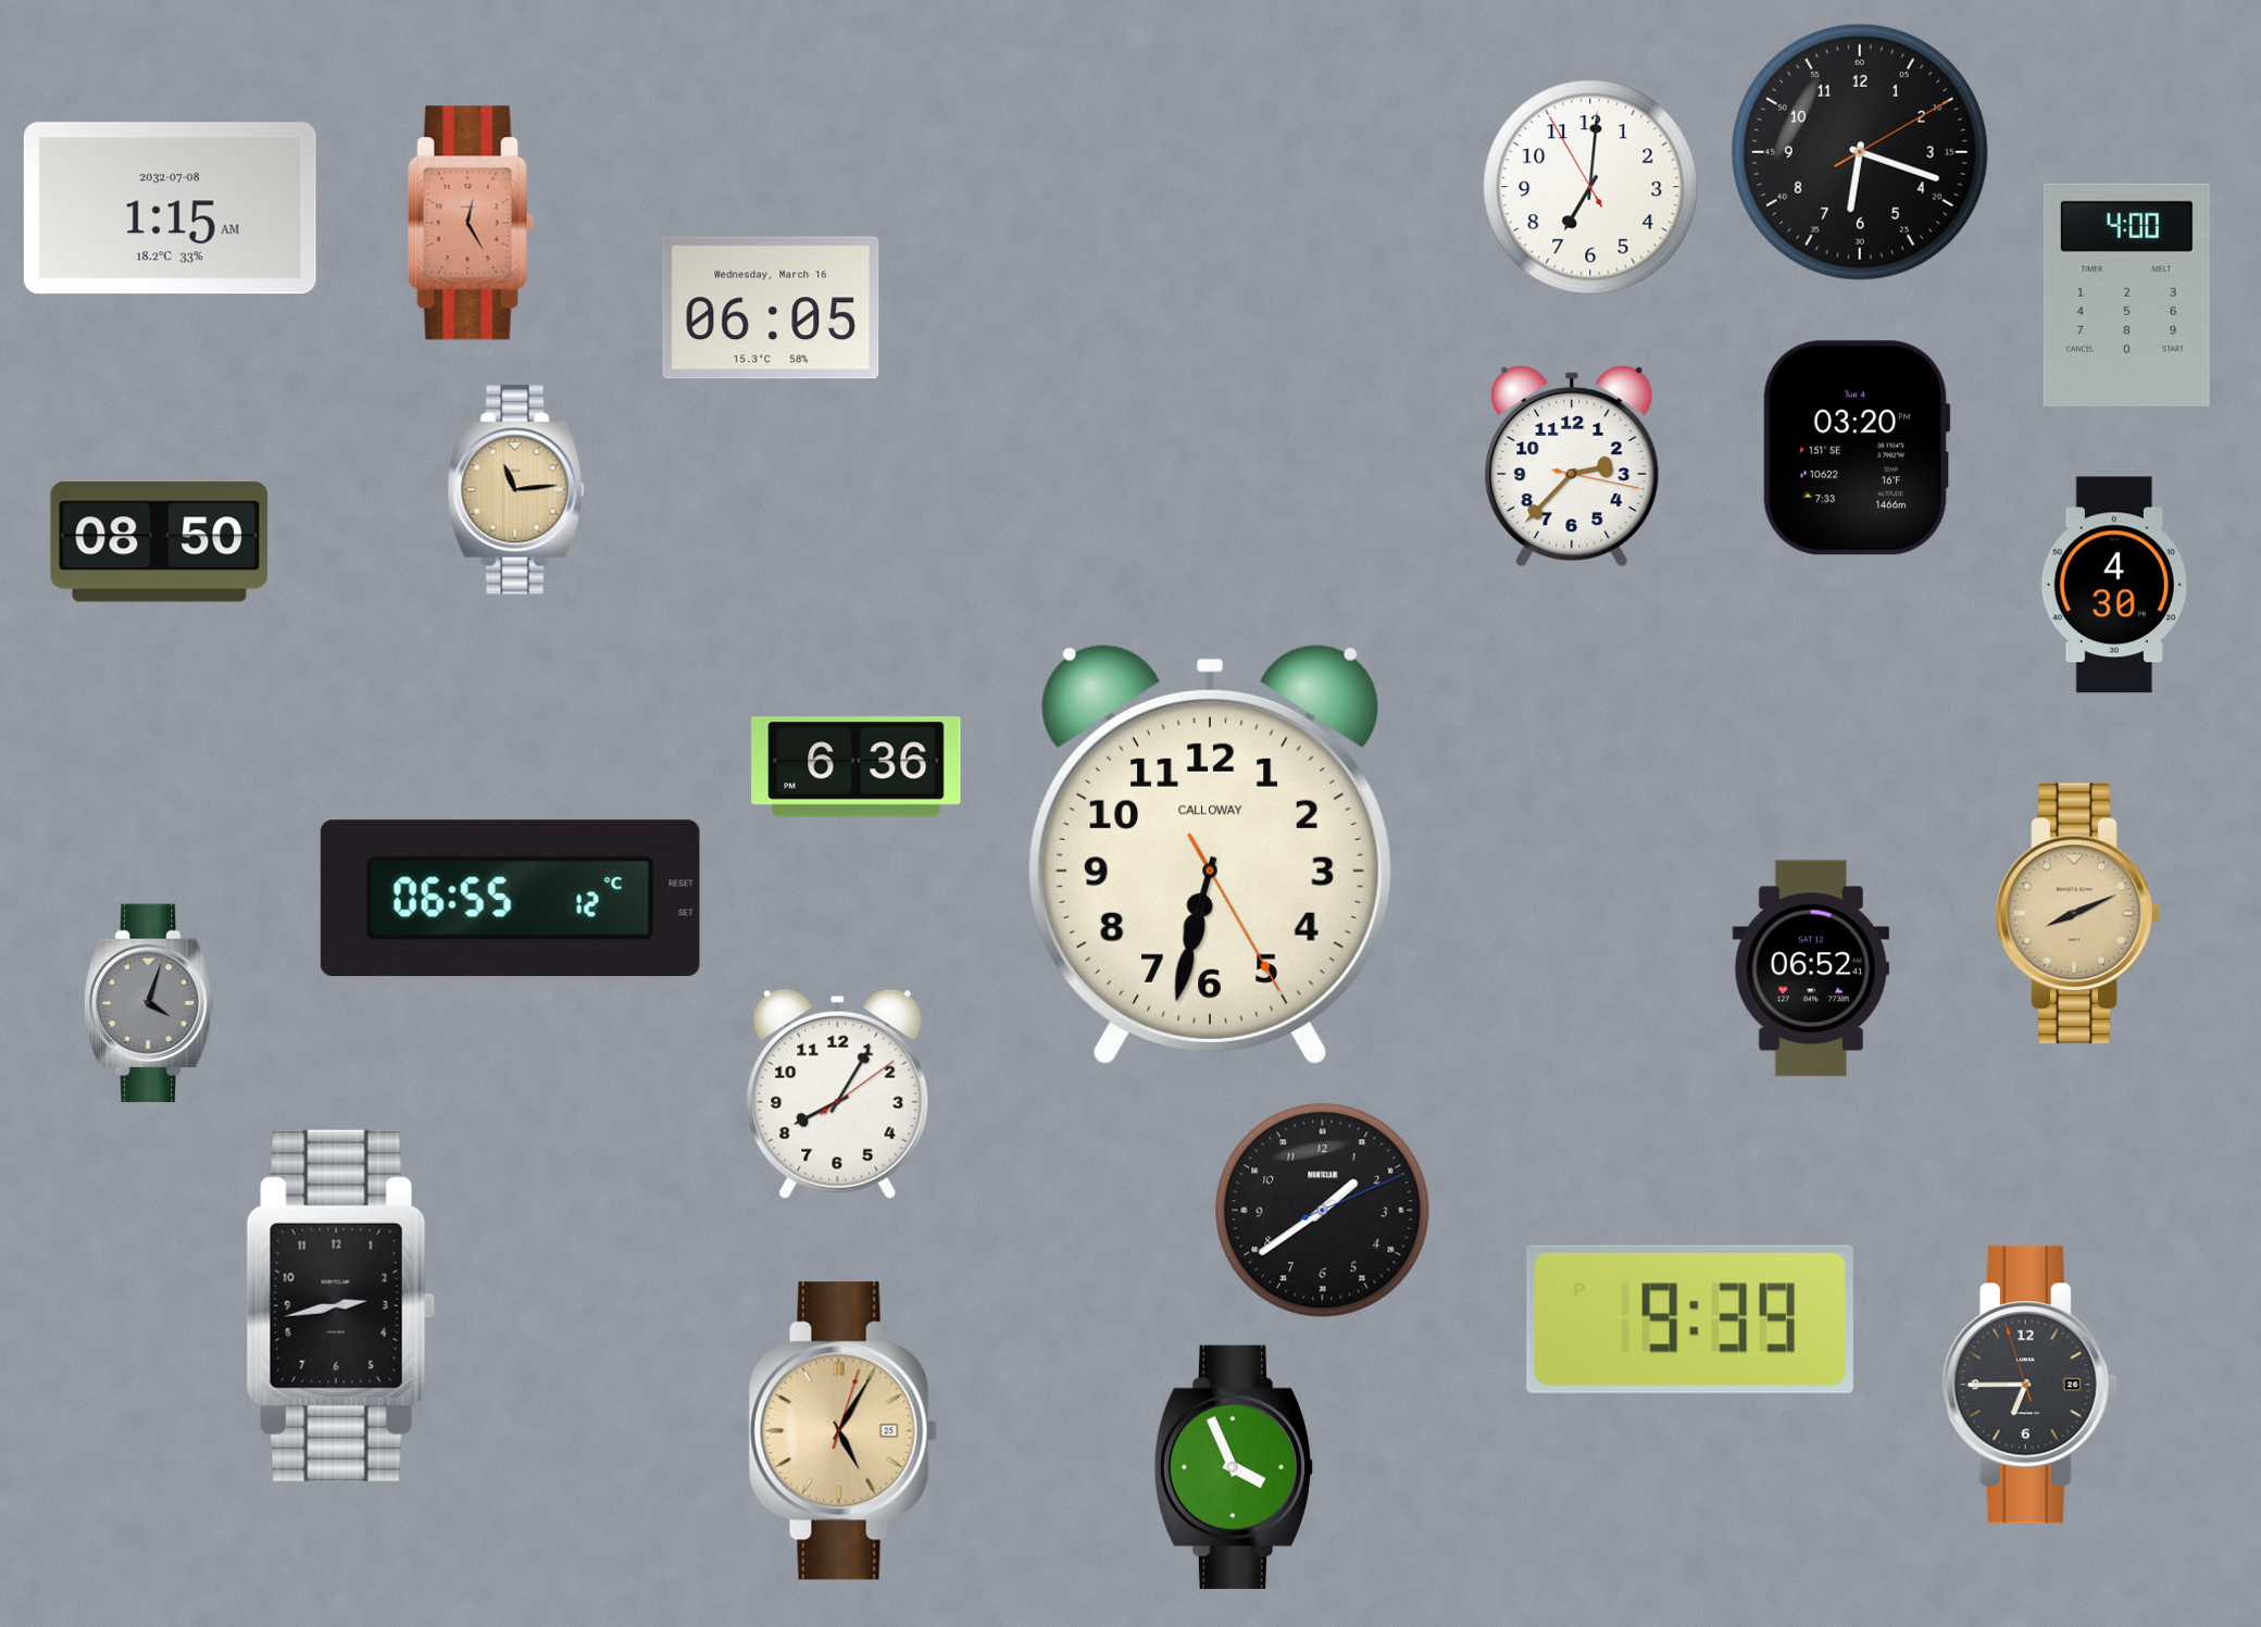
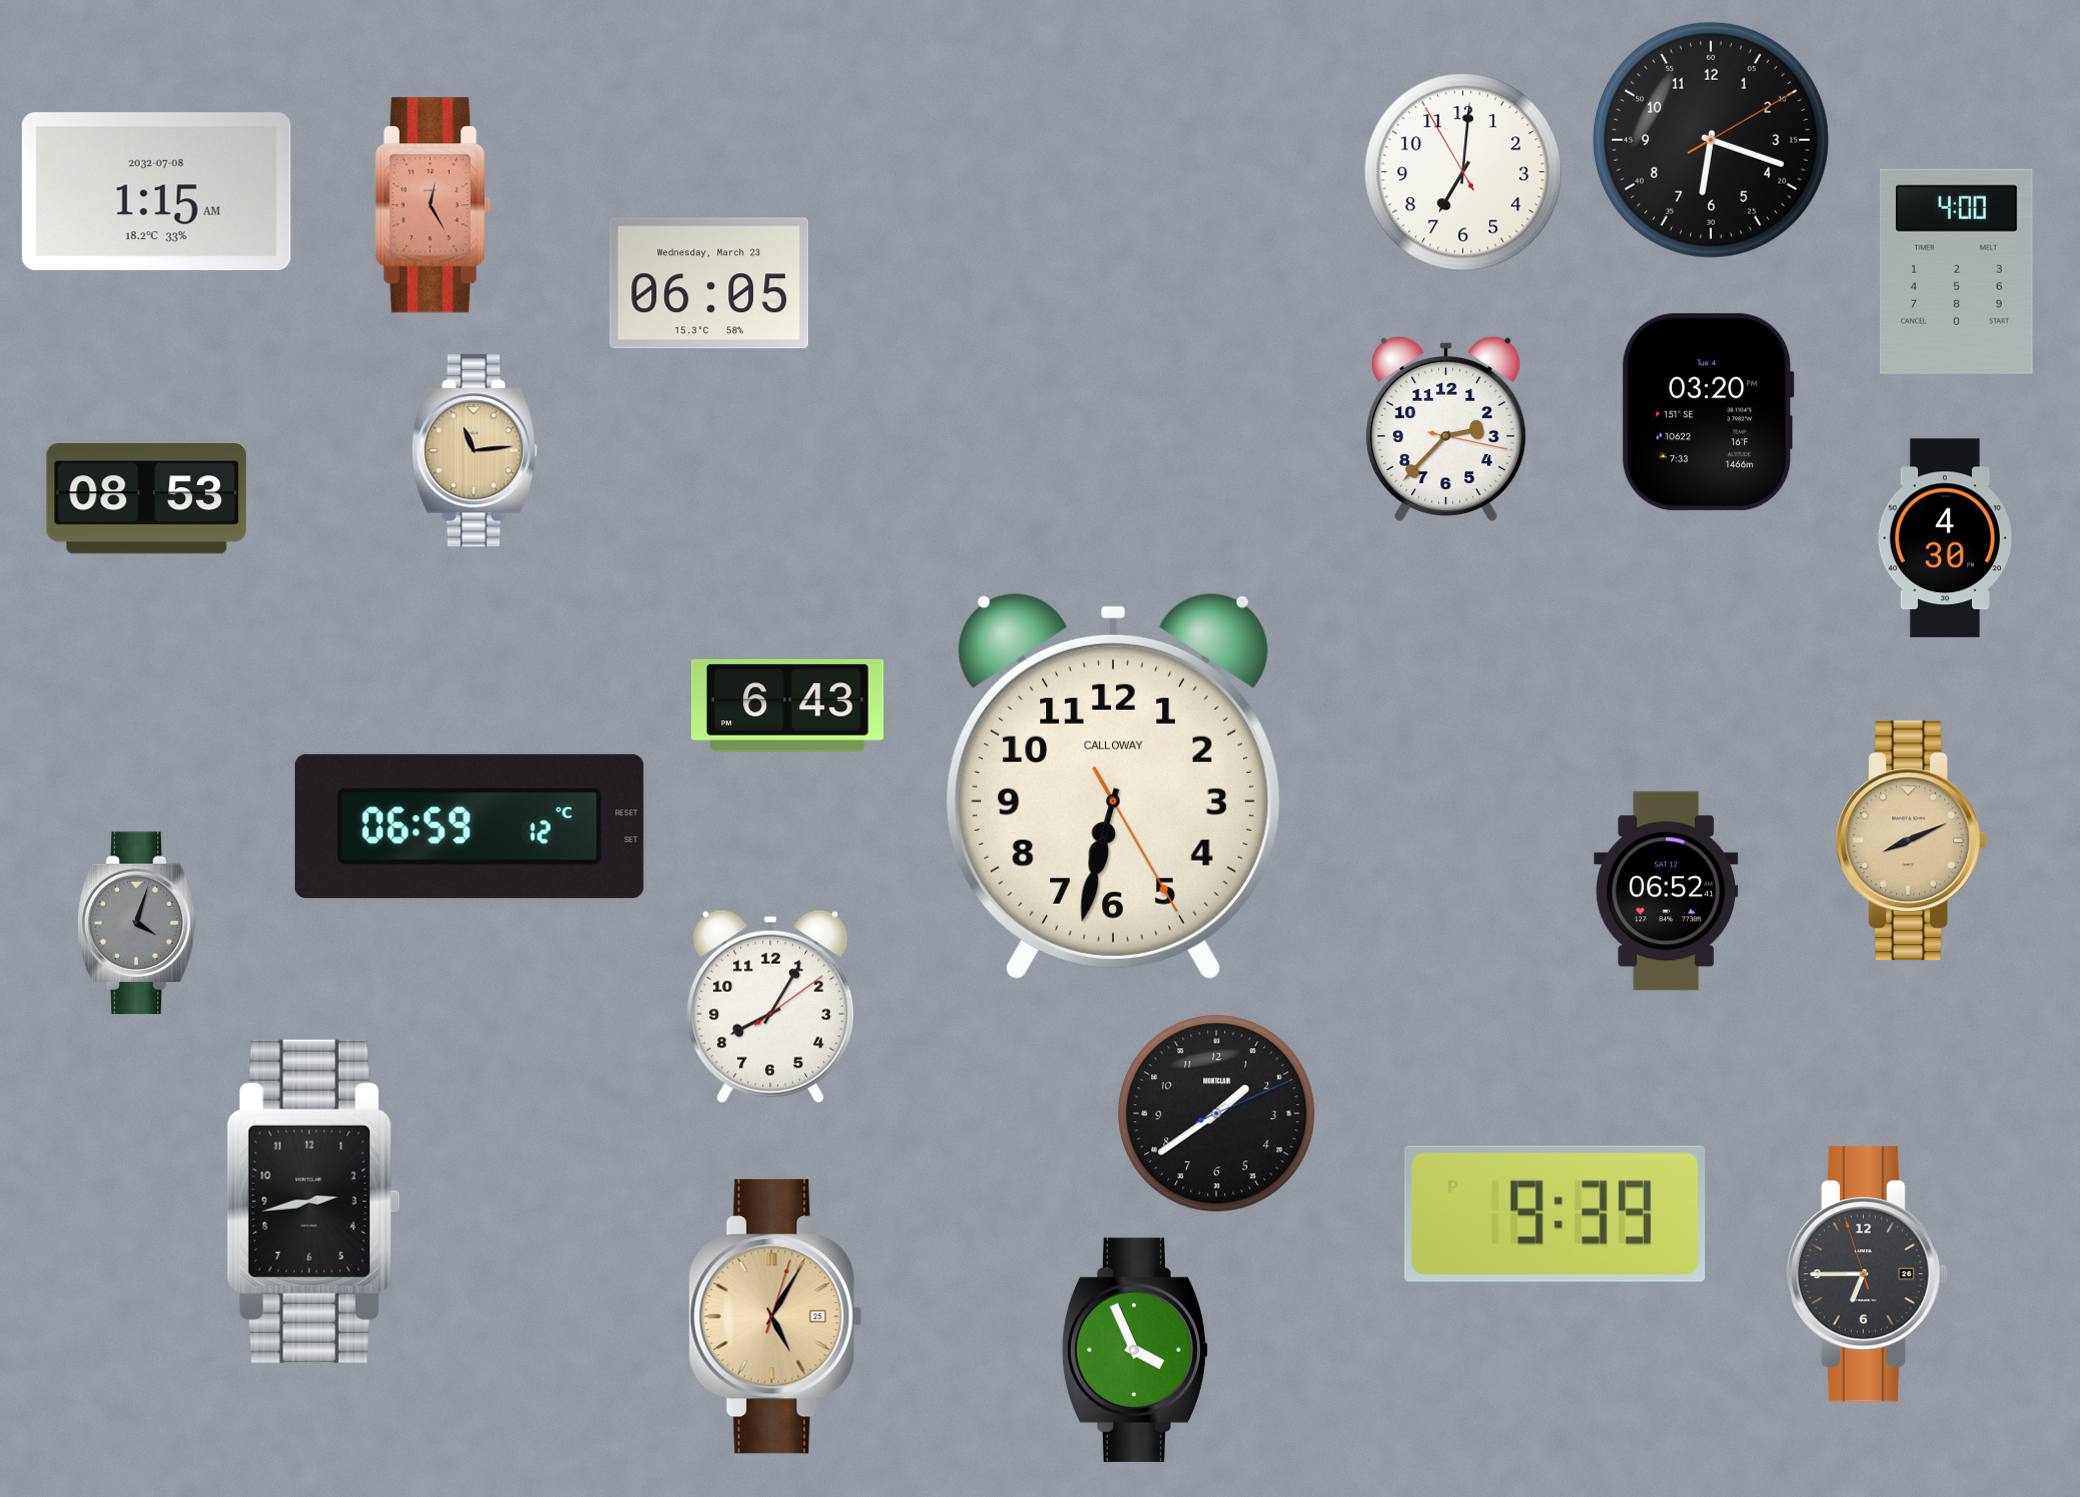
clock at (771, 308) date: Wednesday, March 16 -> Wednesday, March 23
clock at (160, 542): 08:50 -> 08:53
clock at (857, 767): 6:36 -> 6:43
clock at (510, 899): 06:55 -> 06:59
